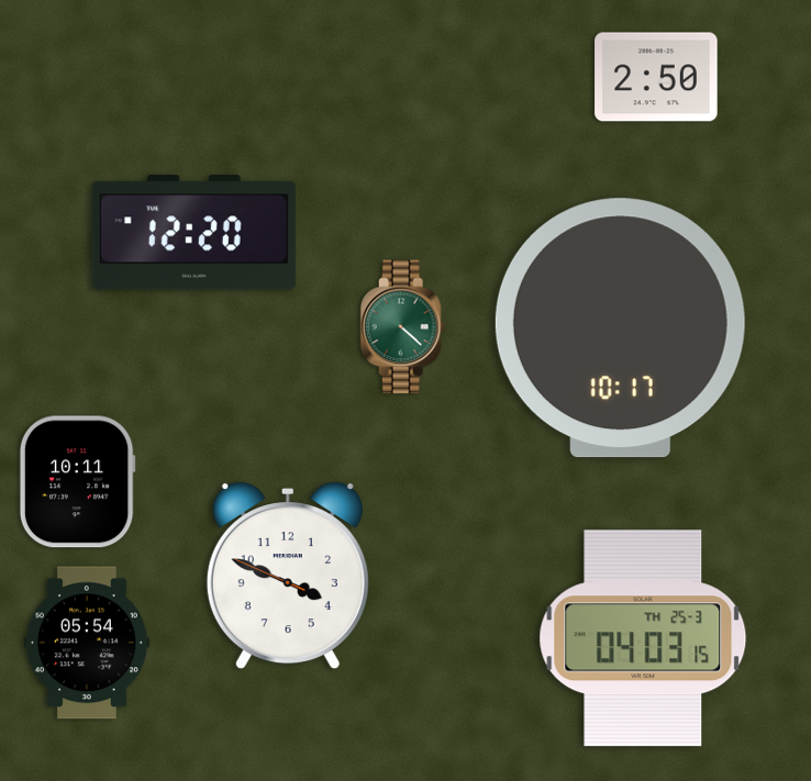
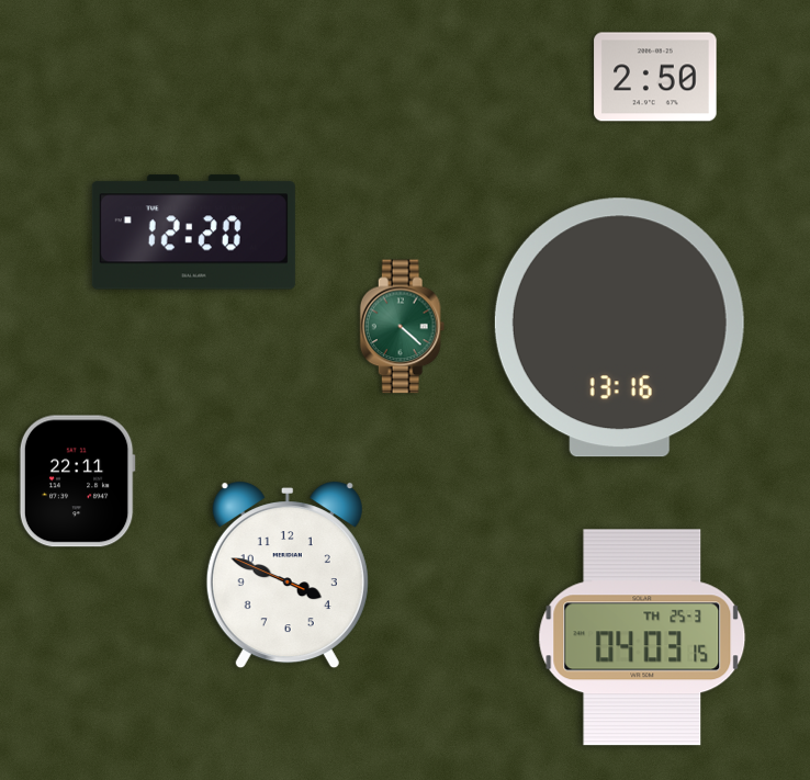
clock at (620, 328): 10:17 -> 13:16
clock at (77, 482): 10:11 -> 22:11
clock at (87, 643): 05:54 -> none
